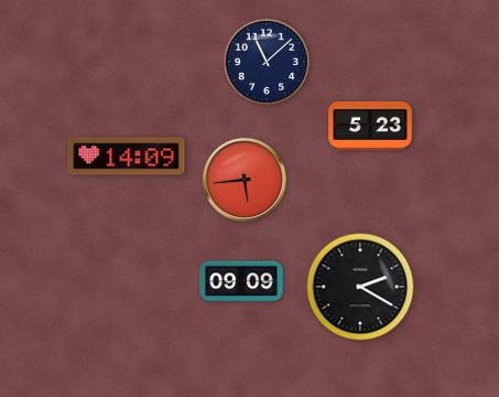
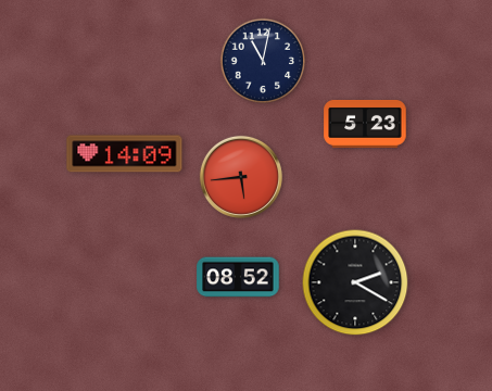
clock at (267, 62): 11:08 -> 11:02
clock at (241, 281): 09:09 -> 08:52
